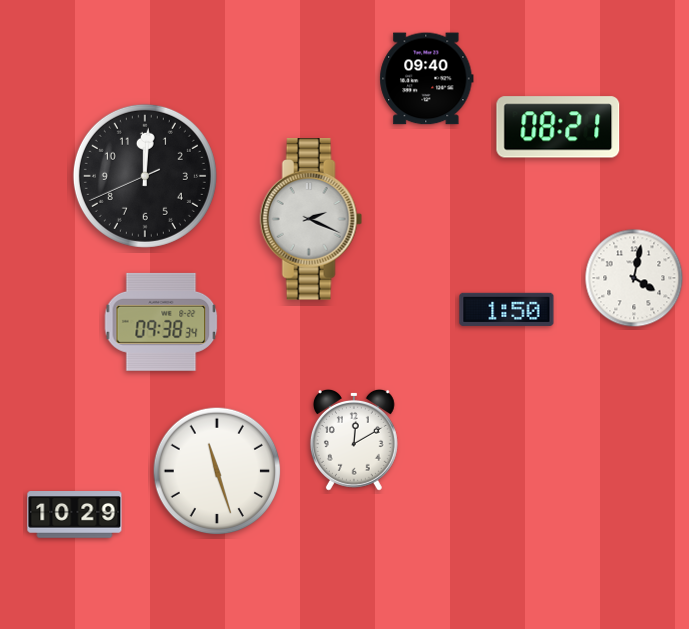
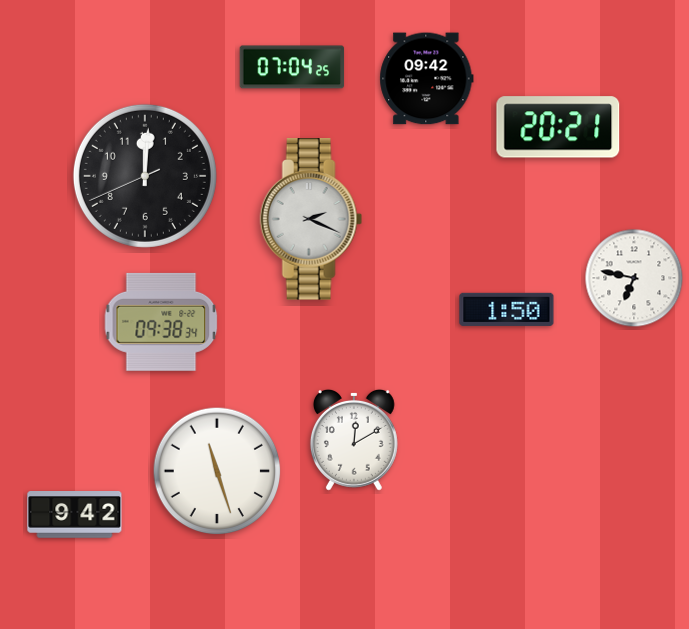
clock at (292, 67): none -> 07:04
clock at (427, 79): 09:40 -> 09:42
clock at (558, 127): 08:21 -> 20:21
clock at (634, 278): 4:02 -> 6:47
clock at (75, 515): 10:29 -> 9:42
